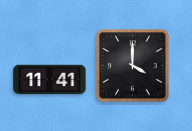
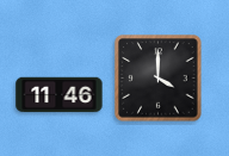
clock at (50, 80): 11:41 -> 11:46
